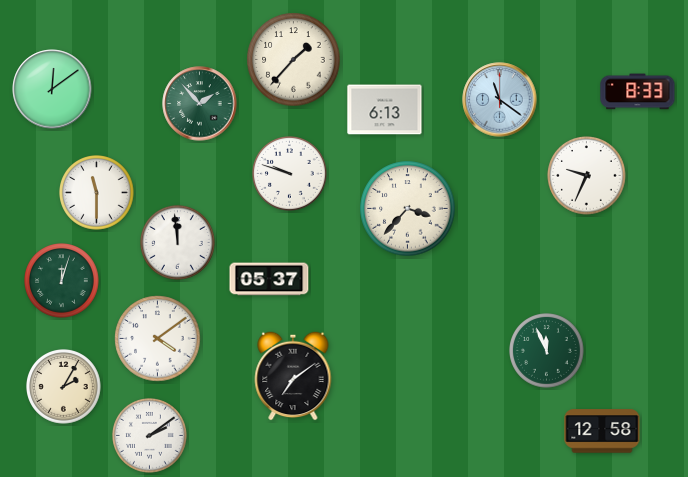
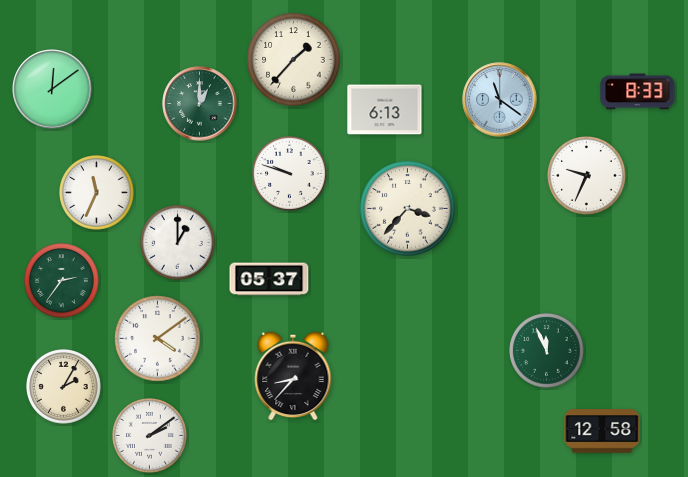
clock at (200, 104): 1:53 -> 1:00
clock at (97, 193): 11:30 -> 11:34
clock at (178, 243): 11:59 -> 1:00
clock at (62, 281): 12:03 -> 2:36
clock at (293, 376): 7:09 -> 8:37
